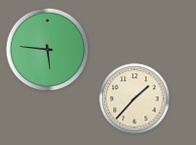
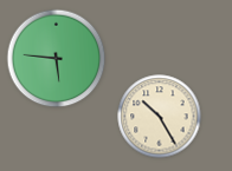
clock at (135, 99): 1:37 -> 10:25
